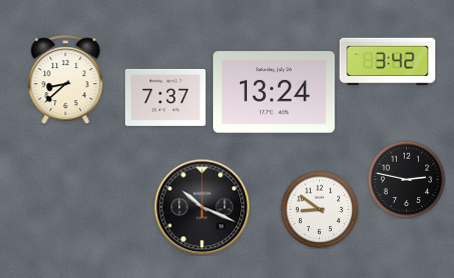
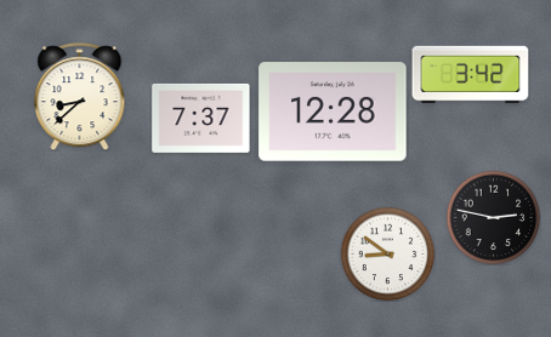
clock at (274, 92): 13:24 -> 12:28
clock at (202, 207): 10:19 -> none
